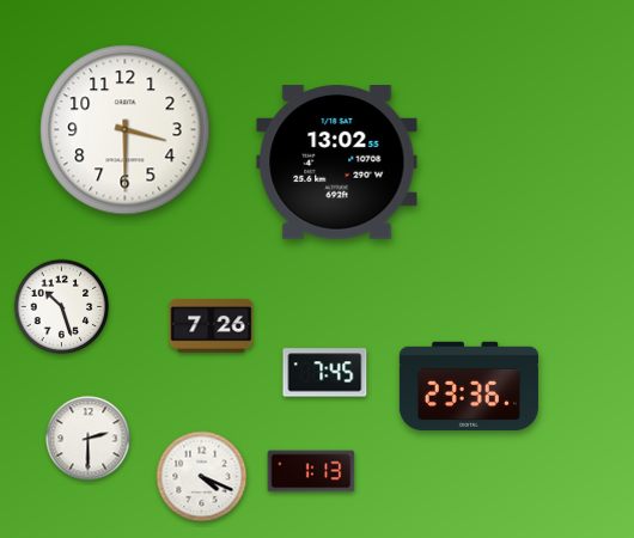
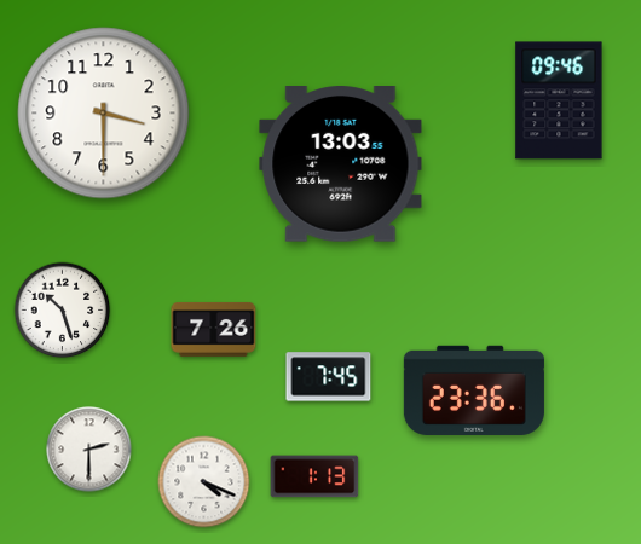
clock at (559, 100): none -> 09:46
clock at (126, 130) position: (126, 130) -> (104, 114)
clock at (337, 163): 13:02 -> 13:03
clock at (89, 439) position: (89, 439) -> (89, 450)
